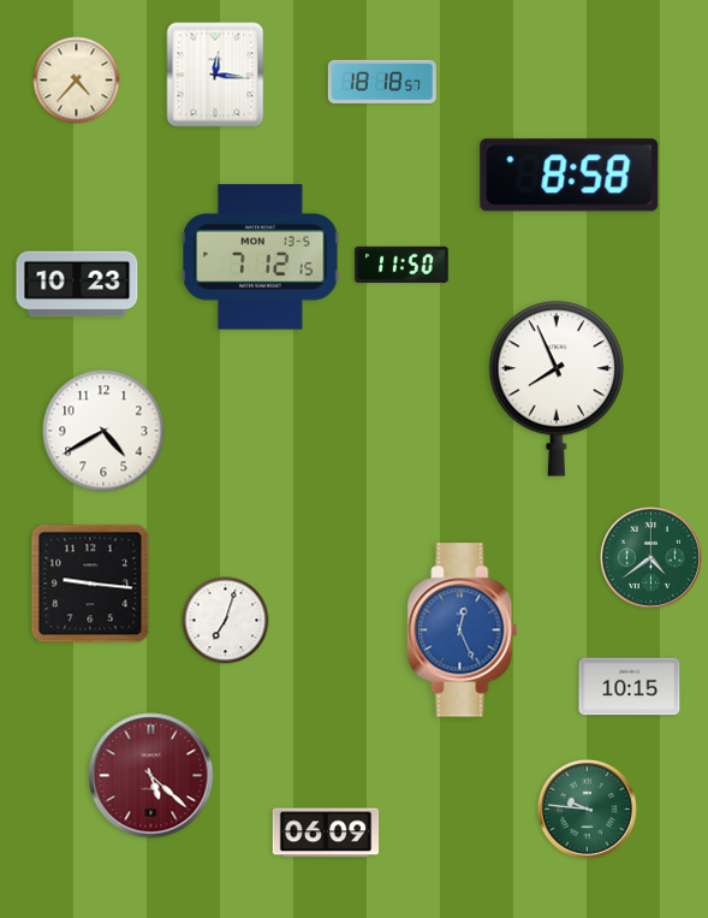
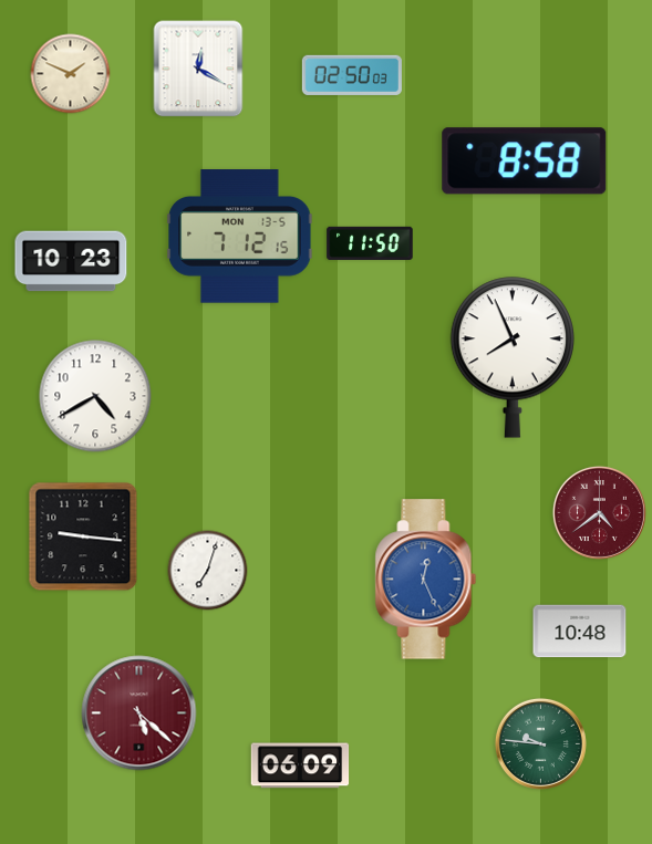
clock at (215, 75): 12:16 -> 12:20
clock at (77, 81): 4:37 -> 1:49
clock at (382, 82): 18:18 -> 02:50
clock at (650, 557) dial: green -> burgundy
clock at (630, 687): 10:15 -> 10:48
